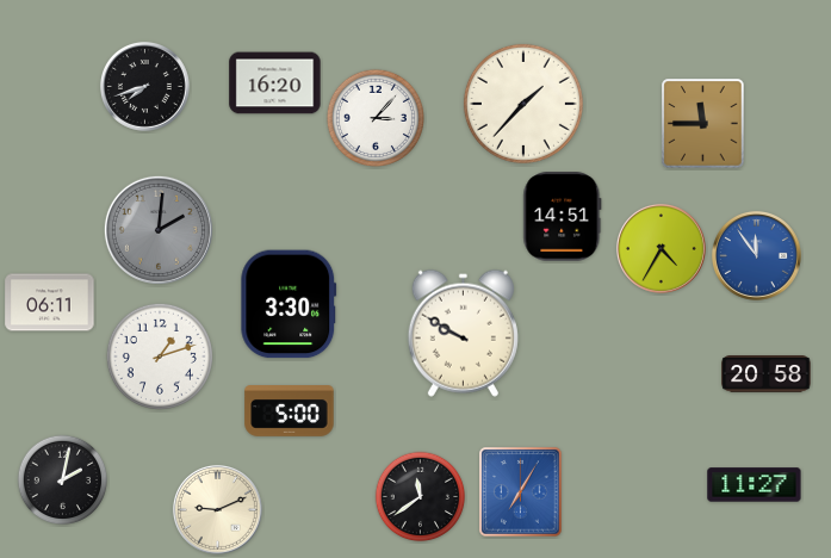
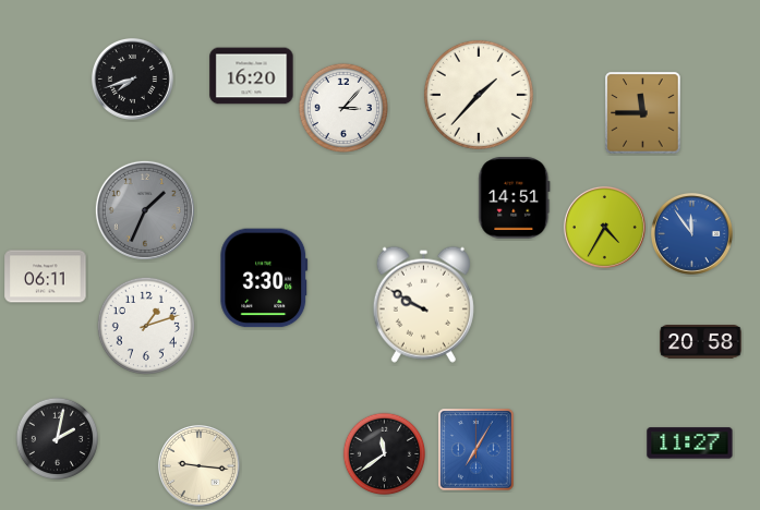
clock at (159, 230): 2:01 -> 1:34
clock at (290, 411): 5:00 -> none
clock at (217, 509): 9:11 -> 9:16
